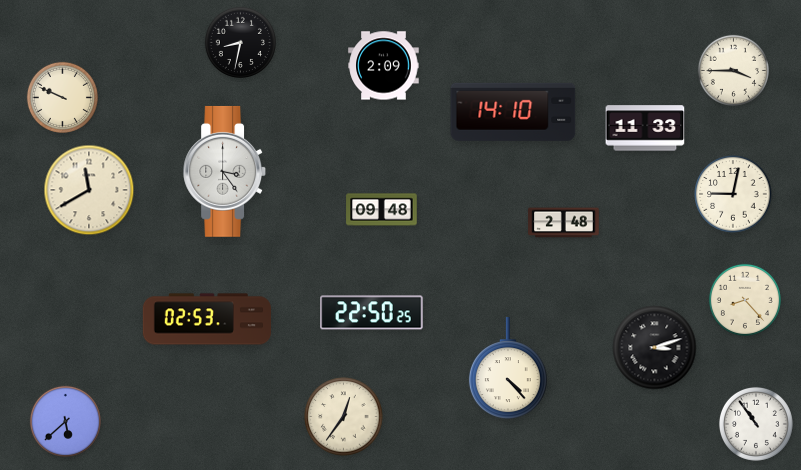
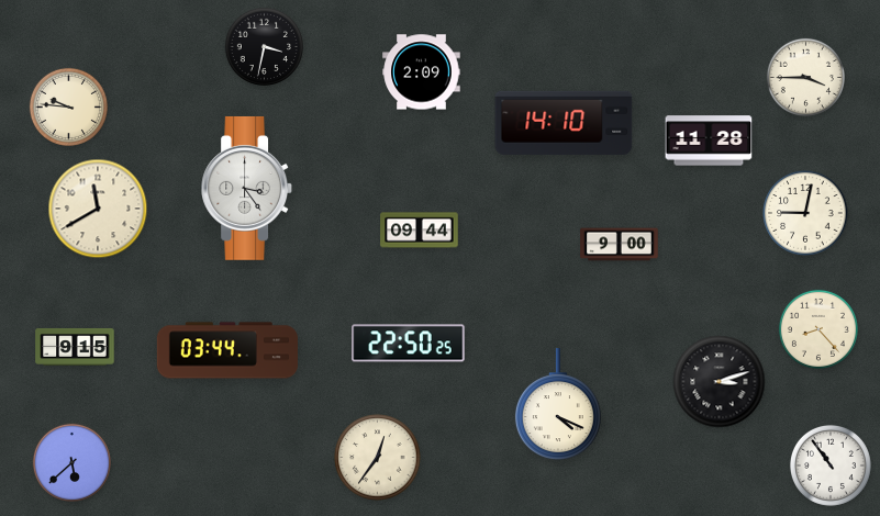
clock at (240, 42): 8:32 -> 3:32
clock at (62, 97): 9:49 -> 9:46
clock at (645, 128): 11:33 -> 11:28
clock at (382, 210): 09:48 -> 09:44
clock at (564, 223): 2:48 -> 9:00
clock at (75, 347): none -> 9:15
clock at (207, 319): 02:53 -> 03:44
clock at (508, 369): 4:23 -> 4:19
